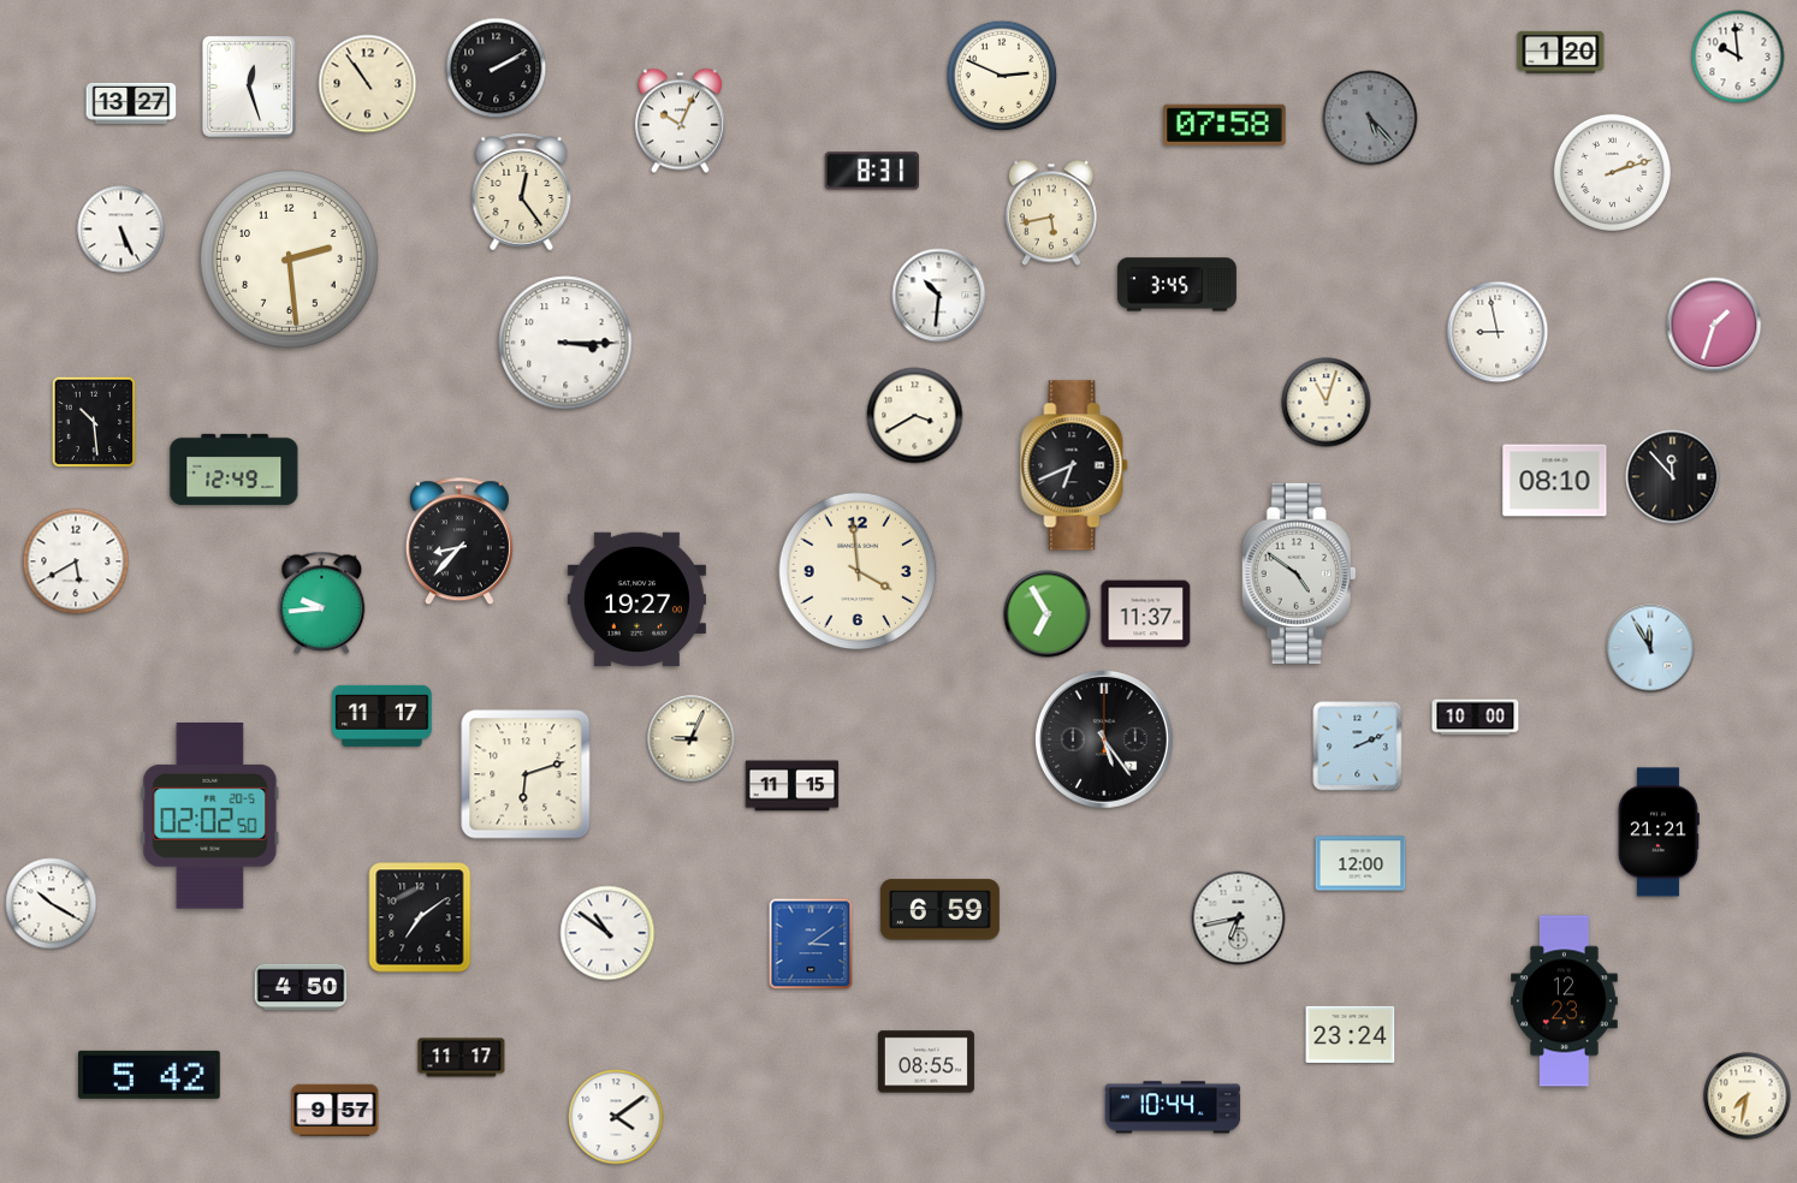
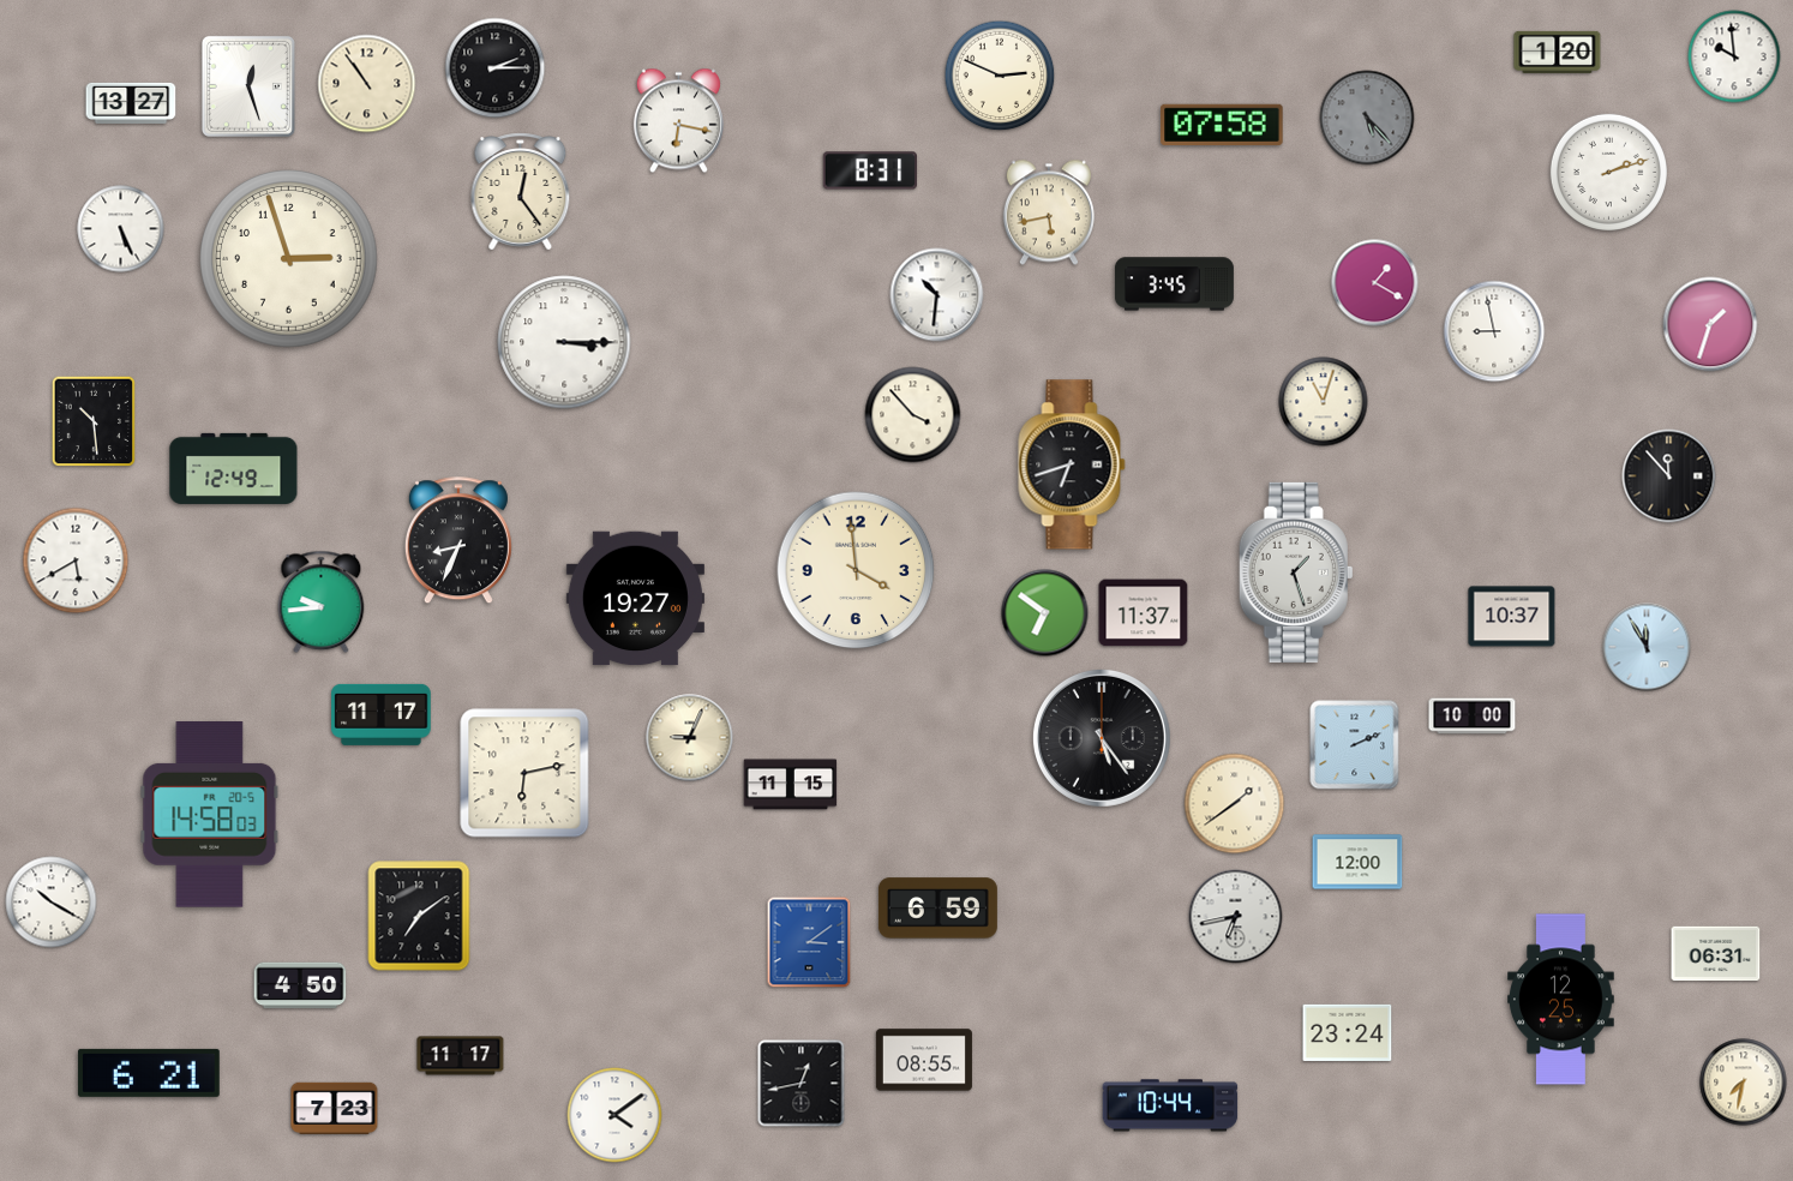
clock at (497, 69): 2:10 -> 2:15
clock at (680, 121): 10:04 -> 6:17
clock at (290, 260): 2:29 -> 2:57
clock at (1375, 283): none -> 1:20
clock at (915, 416): 3:40 -> 3:53
clock at (1074, 465): 6:41 -> 6:42
clock at (1555, 481): 08:10 -> none
clock at (459, 542): 8:37 -> 8:34
clock at (1299, 573): 4:51 -> 1:27
clock at (1048, 614): 6:55 -> 6:51
clock at (1512, 617): none -> 10:37
clock at (526, 774): 6:12 -> 6:13
clock at (1235, 804): none -> 1:39
clock at (210, 816): 02:02 -> 14:58
clock at (1659, 832): 21:21 -> none
clock at (607, 933): 10:51 -> none
clock at (1716, 954): none -> 06:31
clock at (1565, 1001): 12:23 -> 12:25
clock at (149, 1075): 5:42 -> 6:21
clock at (802, 1084): none -> 12:43
clock at (1748, 1096) position: (1748, 1096) -> (1744, 1083)
clock at (336, 1110): 9:57 -> 7:23
